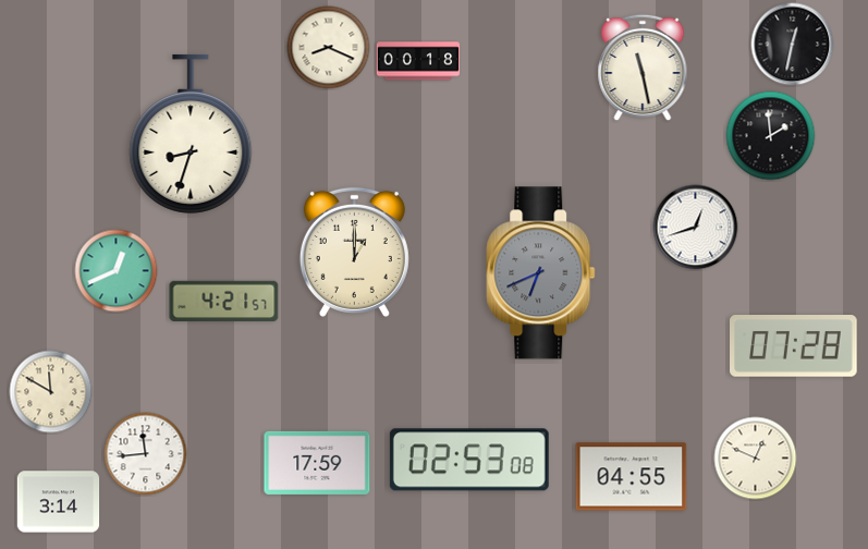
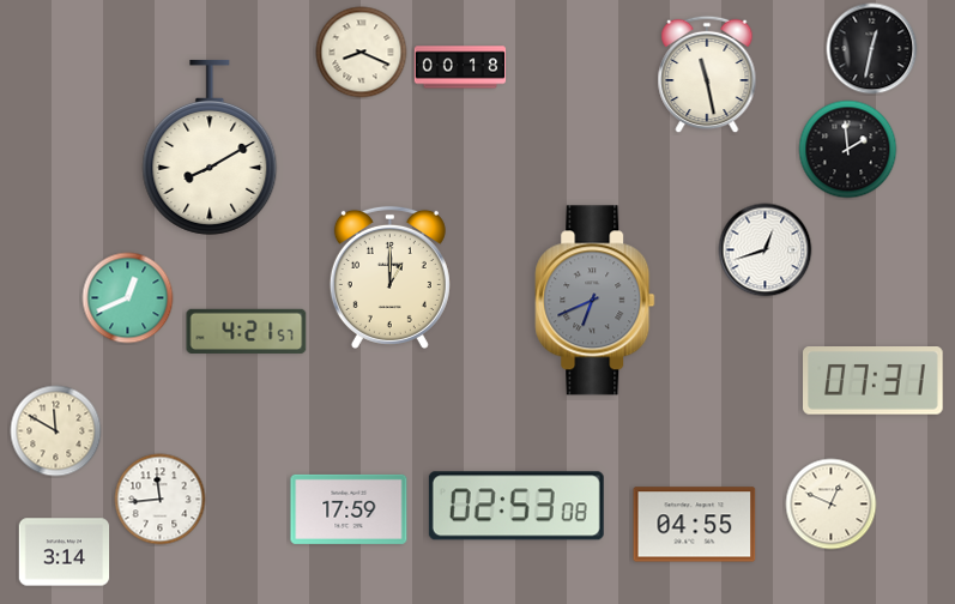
clock at (191, 134): 8:33 -> 8:10
clock at (794, 346): 07:28 -> 07:31
